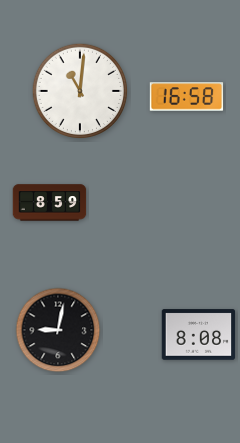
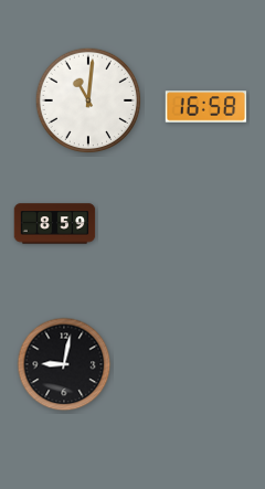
clock at (199, 335): 8:08 -> none
